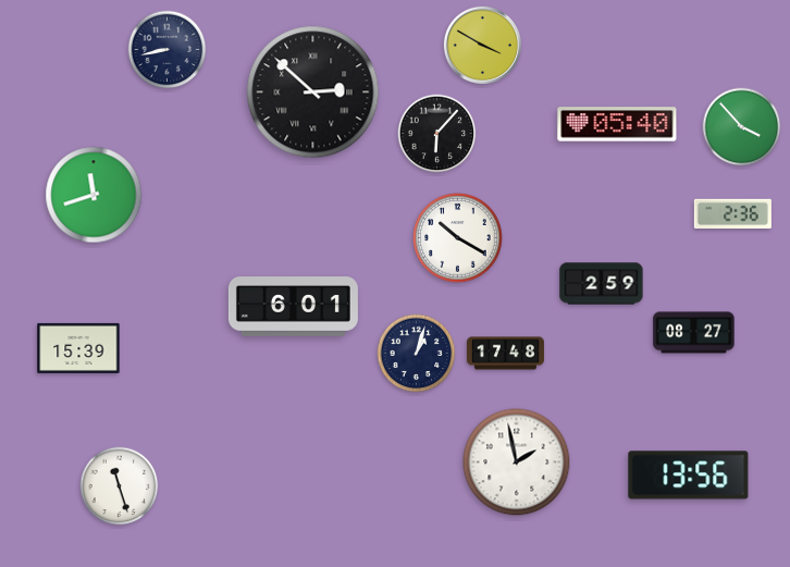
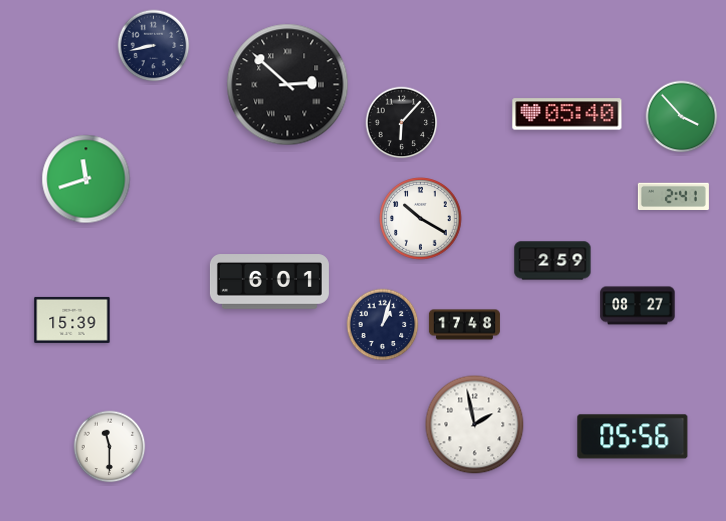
clock at (482, 45): 3:50 -> none
clock at (732, 213): 2:36 -> 2:41
clock at (689, 476): 13:56 -> 05:56
clock at (120, 486): 11:27 -> 11:30
